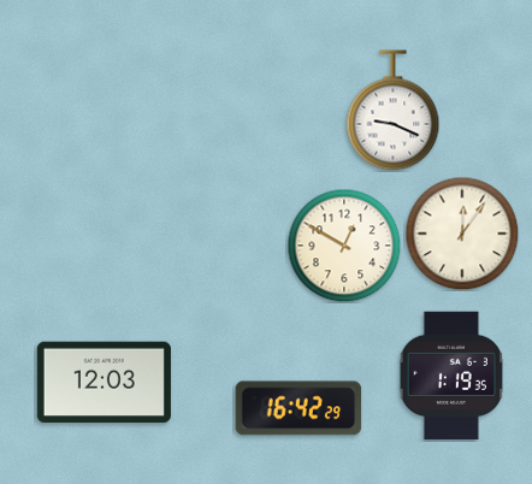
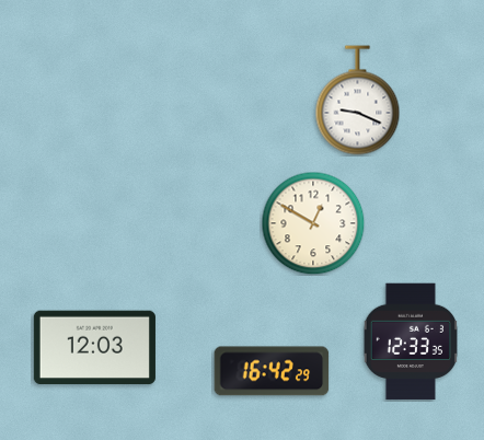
clock at (462, 234): 12:06 -> none
clock at (451, 376): 1:19 -> 12:33
